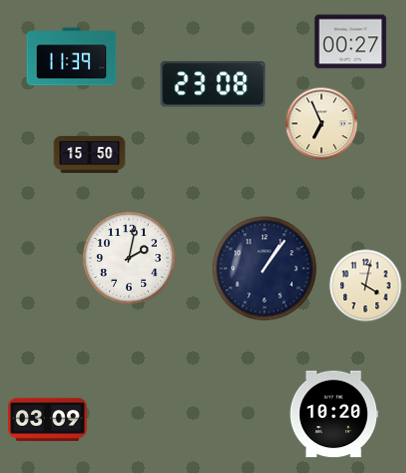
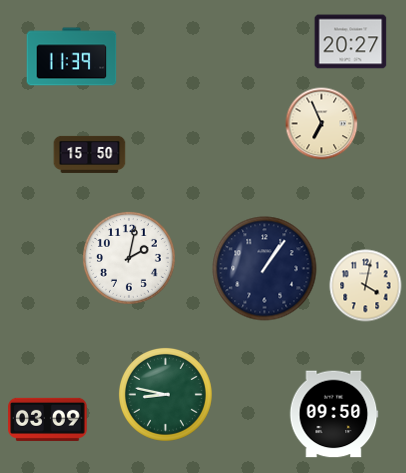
clock at (351, 42): 00:27 -> 20:27
clock at (213, 84): 23:08 -> none
clock at (165, 394): none -> 8:47
clock at (334, 414): 10:20 -> 09:50
